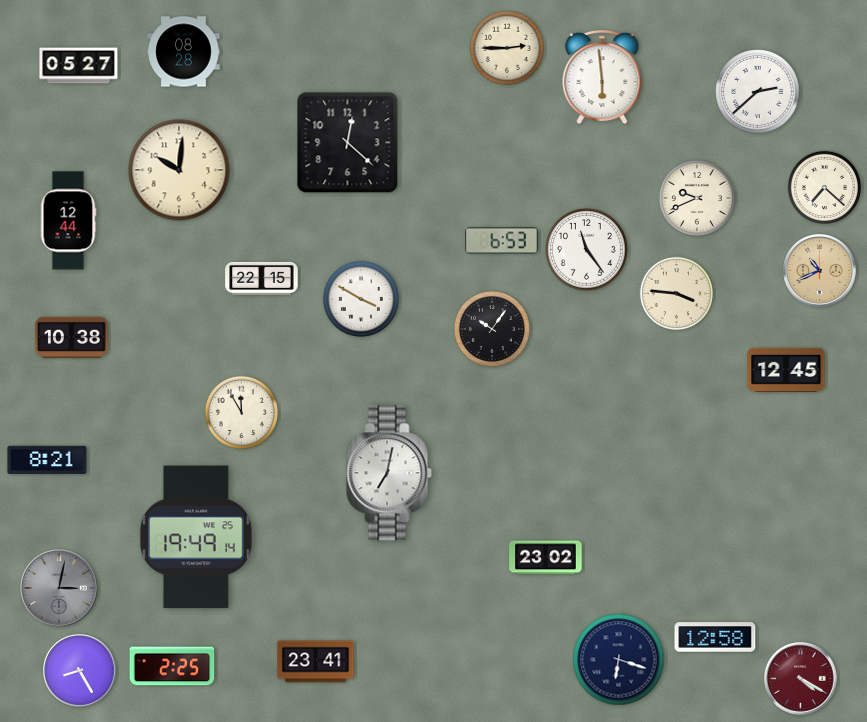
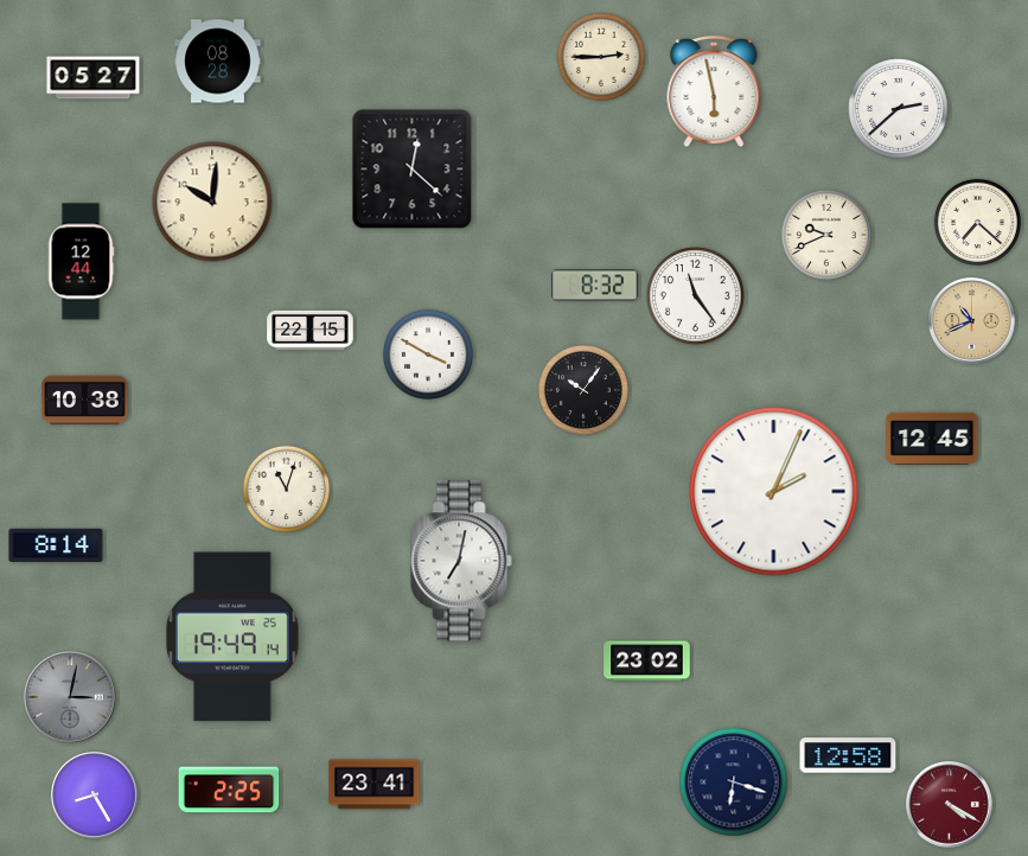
clock at (602, 78): 5:59 -> 5:58
clock at (502, 241): 6:53 -> 8:32
clock at (676, 293): 3:46 -> none
clock at (241, 412): 11:55 -> 11:03
clock at (774, 492): none -> 2:04
clock at (47, 460): 8:21 -> 8:14
clock at (172, 666) position: (172, 666) -> (229, 790)
